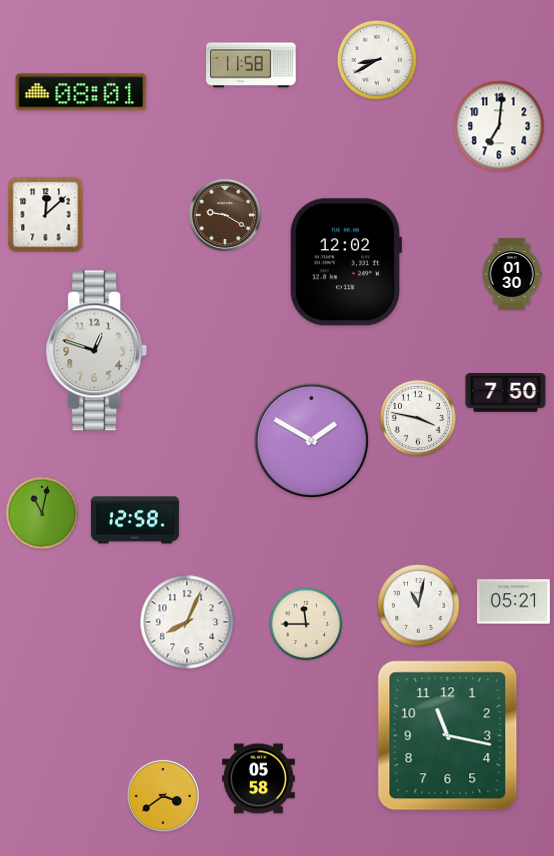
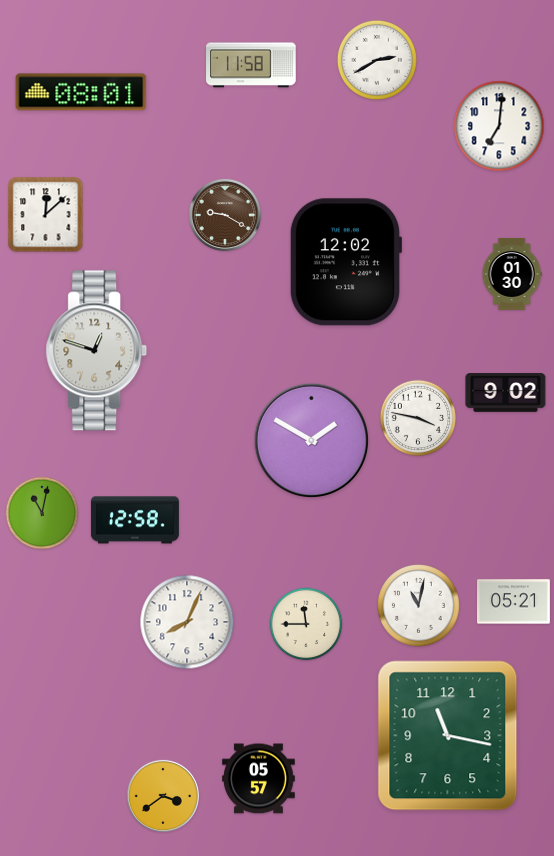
clock at (377, 60): 8:40 -> 2:40
clock at (506, 393): 7:50 -> 9:02
clock at (259, 779): 05:58 -> 05:57
